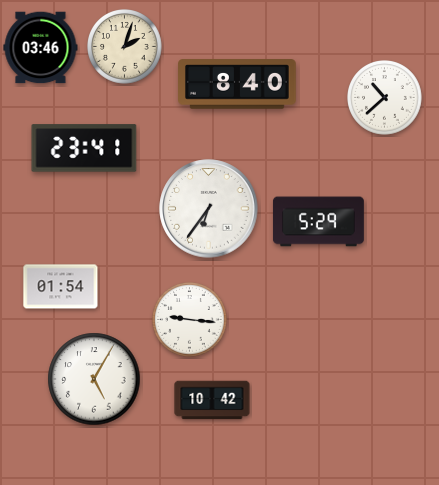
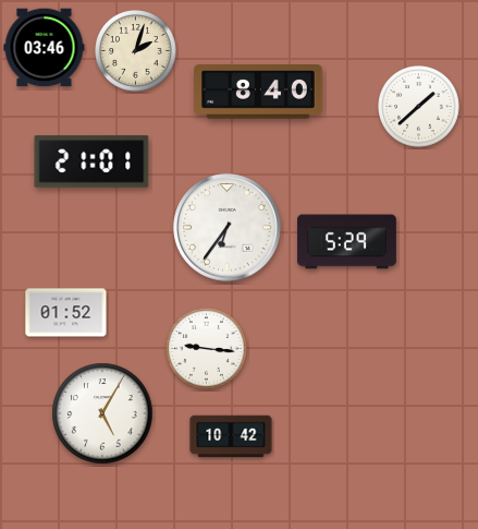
clock at (41, 48) position: (41, 48) -> (45, 48)
clock at (385, 98): 10:38 -> 1:38
clock at (84, 148): 23:41 -> 21:01
clock at (61, 287): 01:54 -> 01:52
